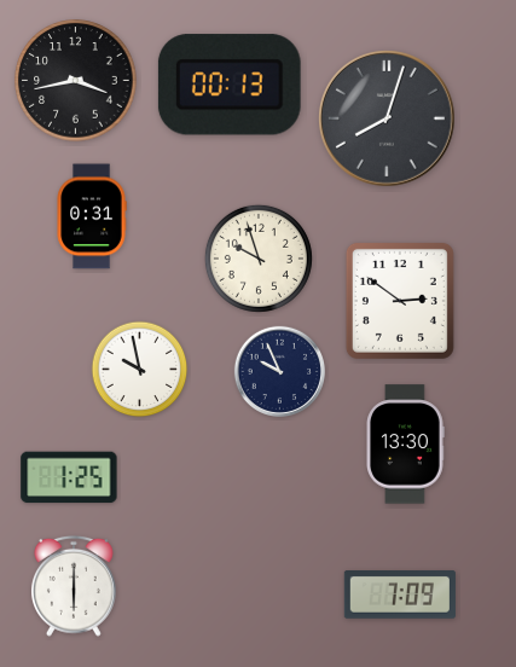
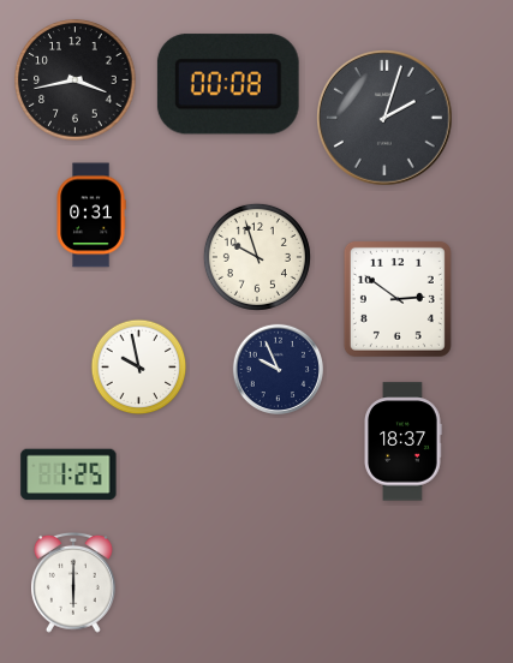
clock at (230, 85): 00:13 -> 00:08
clock at (388, 120): 8:03 -> 2:03
clock at (405, 445): 13:30 -> 18:37
clock at (400, 596): 7:09 -> none
